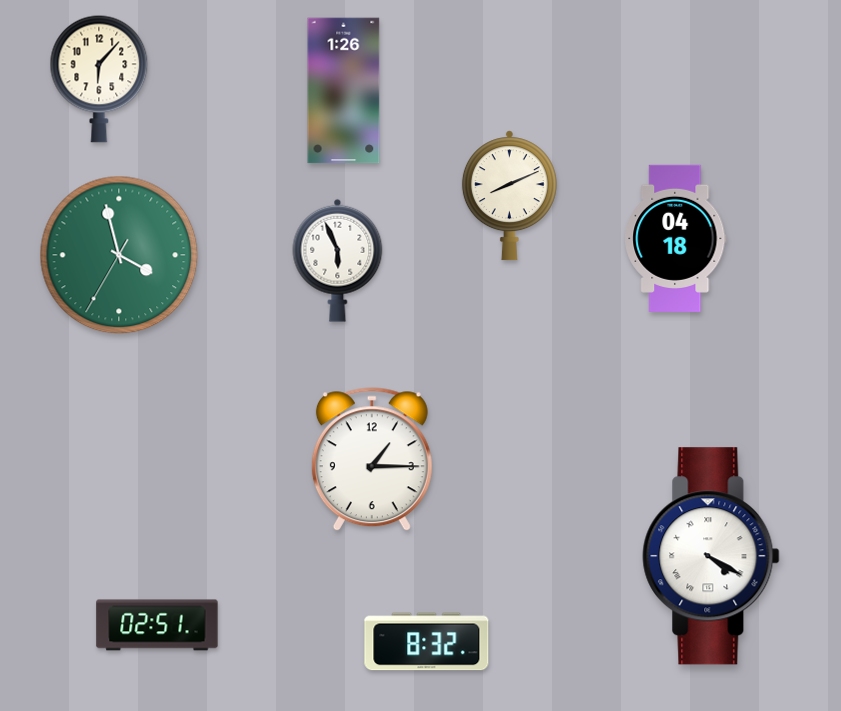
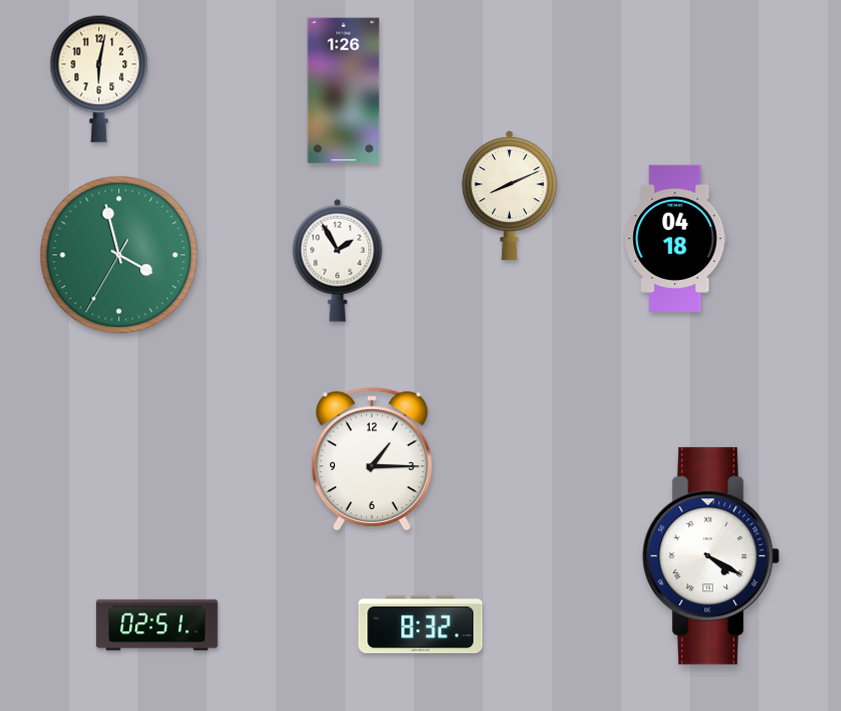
clock at (99, 79): 6:07 -> 6:02
clock at (338, 260): 5:56 -> 1:55
clock at (427, 642) position: (427, 642) -> (421, 625)
